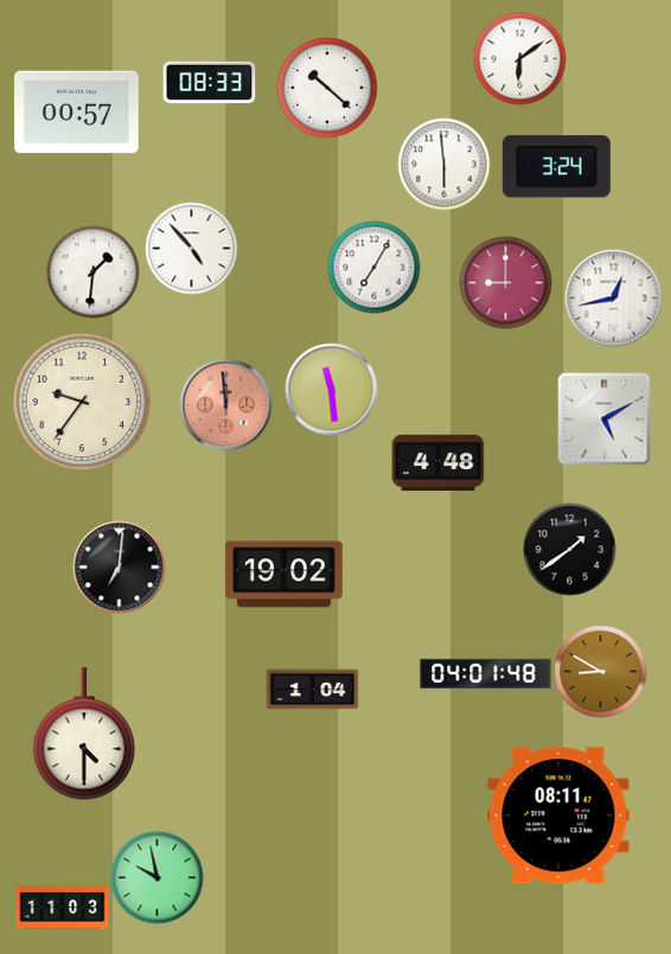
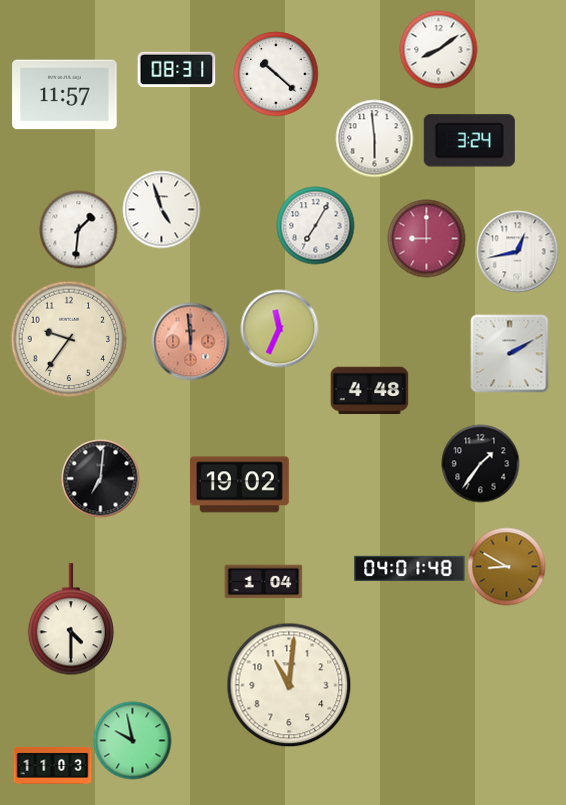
clock at (519, 58): 6:09 -> 8:09
clock at (209, 83): 08:33 -> 08:31
clock at (77, 113): 00:57 -> 11:57
clock at (191, 248): 4:53 -> 4:57
clock at (331, 389): 11:29 -> 11:34
clock at (603, 418): 5:10 -> 2:10
clock at (569, 549): 1:39 -> 1:36
clock at (289, 685): none -> 11:01
clock at (558, 815): 08:11 -> none
